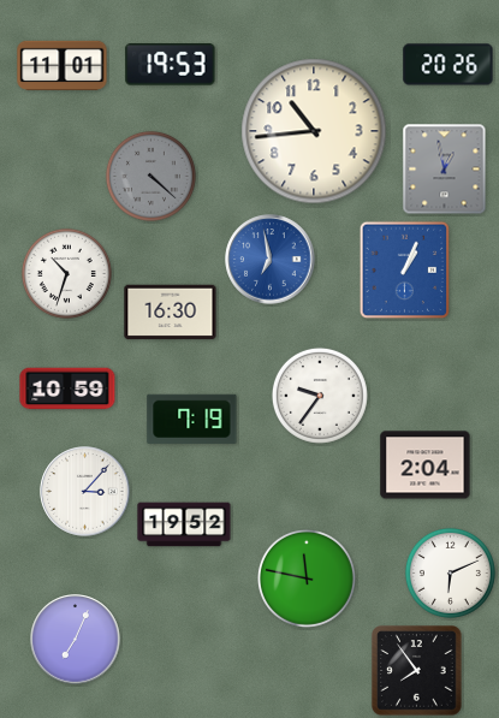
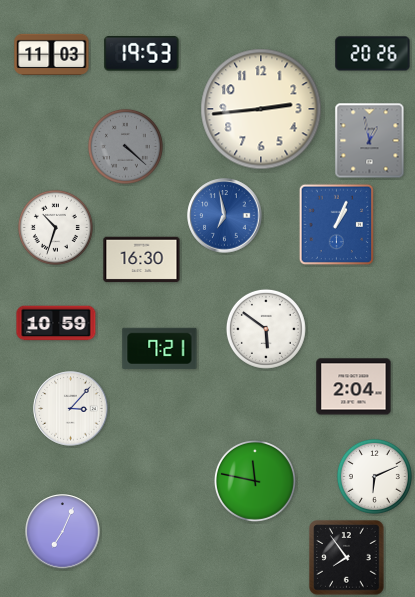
clock at (63, 65): 11:01 -> 11:03
clock at (314, 131): 10:44 -> 2:44
clock at (320, 396): 9:36 -> 5:51
clock at (192, 419): 7:19 -> 7:21
clock at (184, 524): 19:52 -> none
